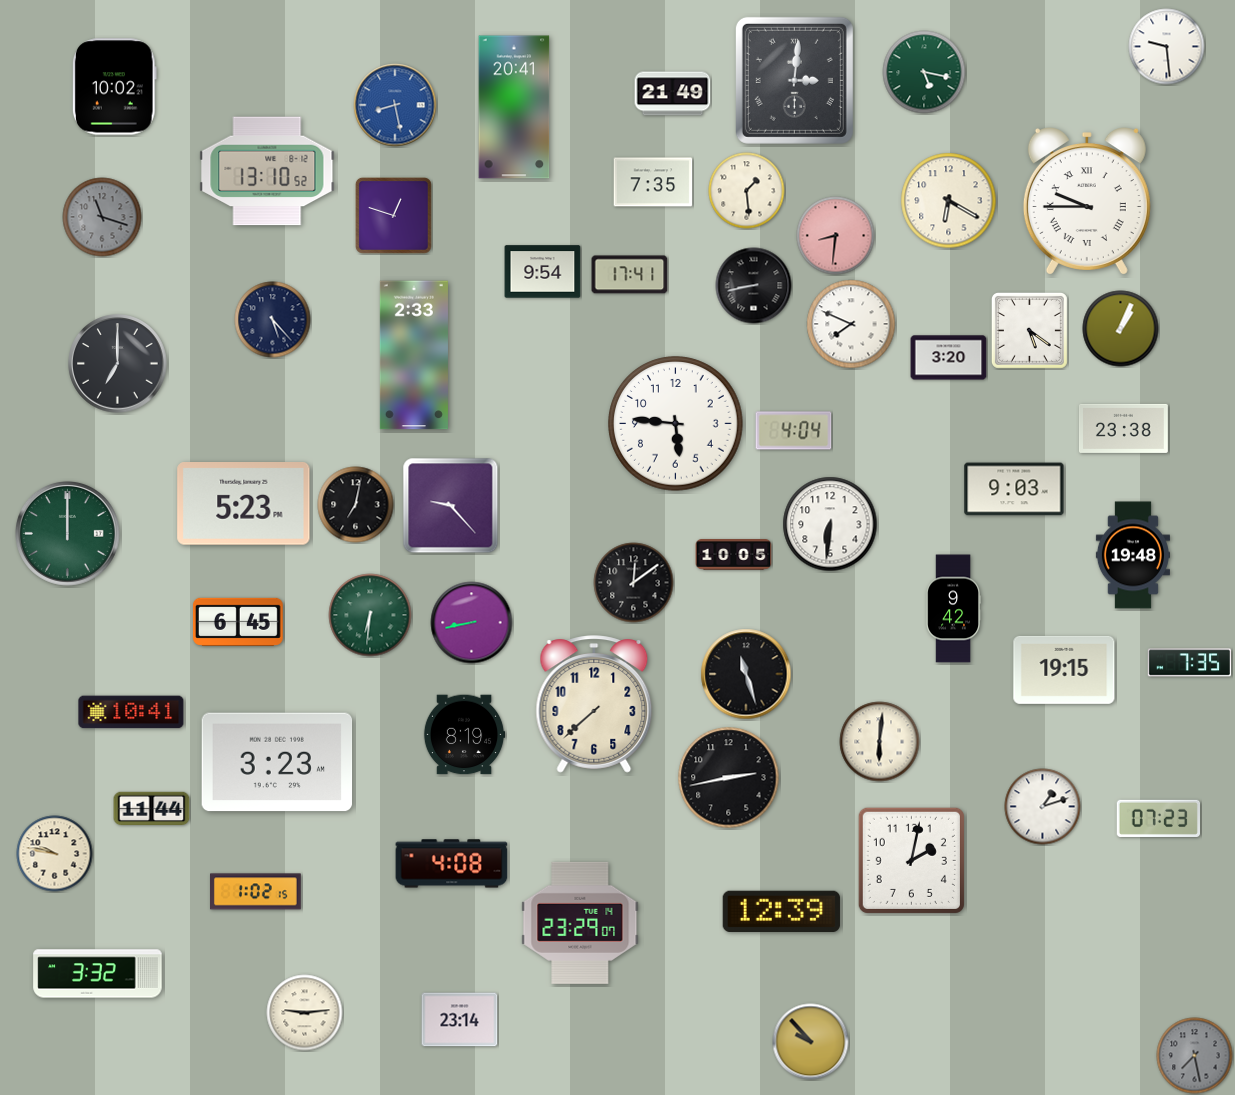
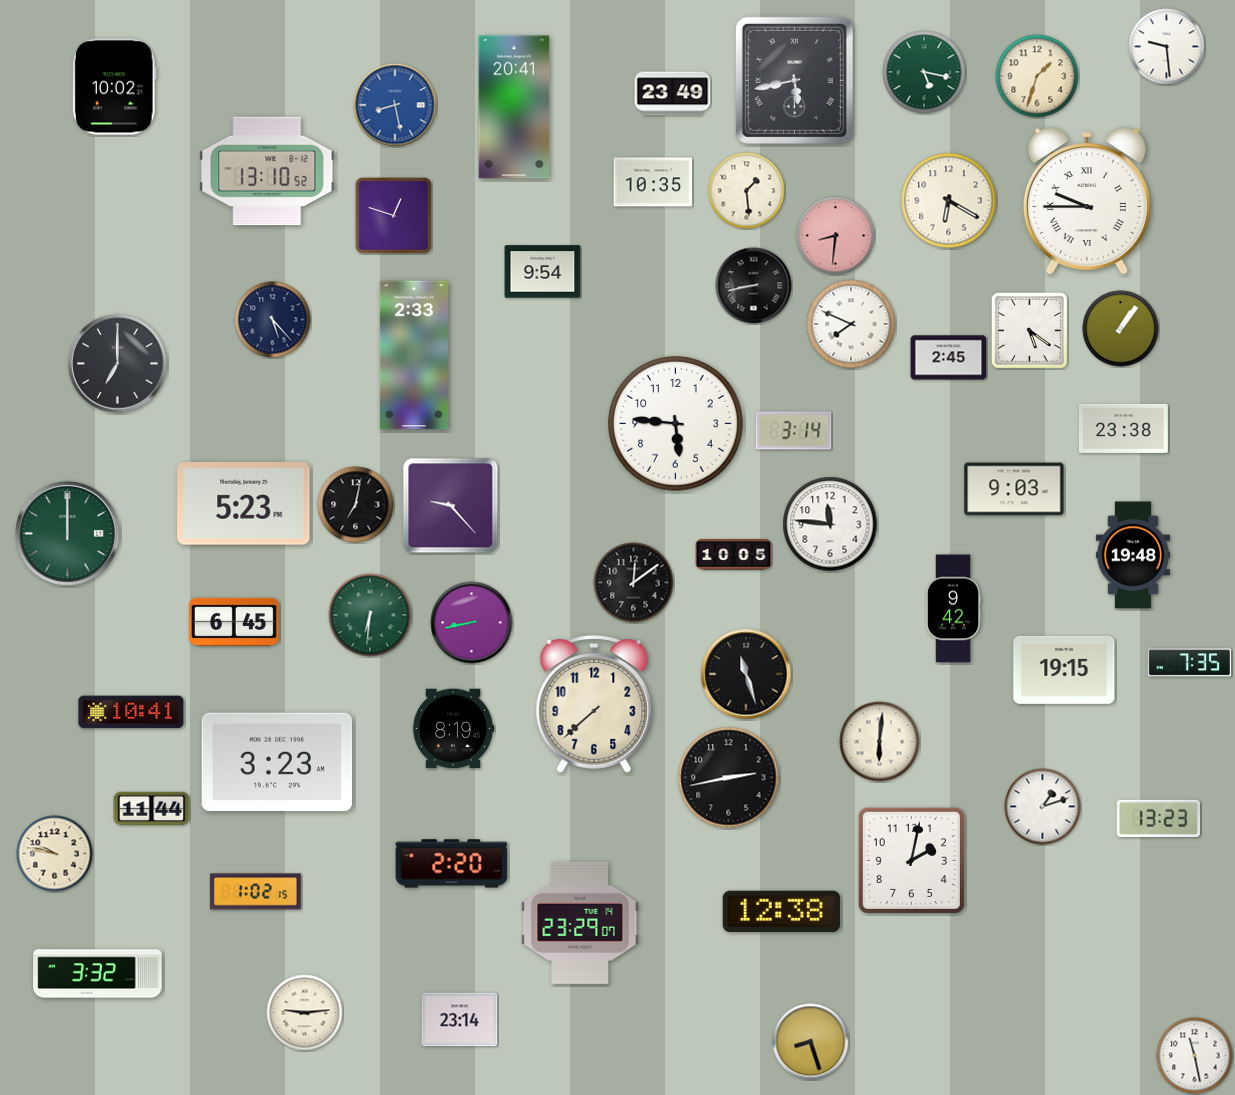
clock at (1037, 76): none -> 1:33
clock at (794, 80): 3:01 -> 5:43
clock at (673, 94): 21:49 -> 23:49
clock at (653, 182): 7:35 -> 10:35
clock at (102, 217): 11:18 -> none
clock at (630, 275): 17:41 -> none
clock at (1121, 329): 1:04 -> 1:06
clock at (949, 358): 3:20 -> 2:45
clock at (794, 431): 4:04 -> 3:14
clock at (830, 524): 6:31 -> 11:46
clock at (238, 622) position: (238, 622) -> (234, 622)
clock at (464, 735) position: (464, 735) -> (453, 729)
clock at (1158, 818): 07:23 -> 13:23
clock at (452, 864): 4:08 -> 2:20
clock at (781, 911): 12:39 -> 12:38
clock at (811, 1042): 9:53 -> 8:27
clock at (1195, 1056): 7:28 -> 11:28
clock at (1195, 1056) dial: grey -> white
